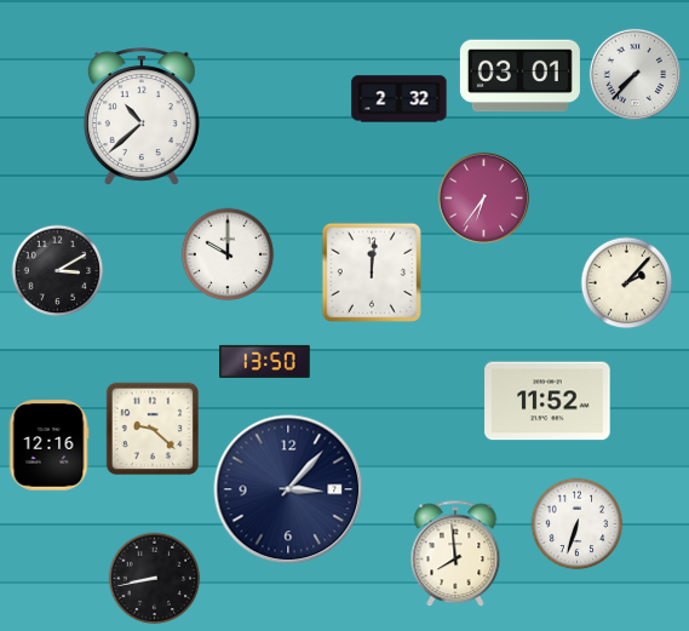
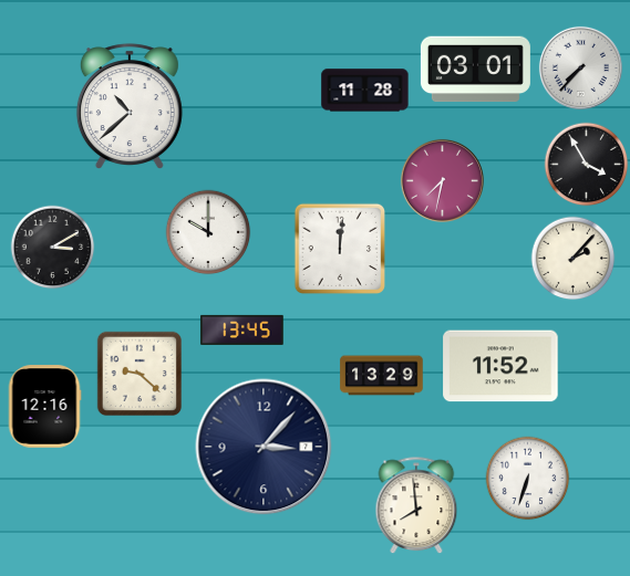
clock at (400, 99): 2:32 -> 11:28
clock at (587, 165): none -> 3:55
clock at (483, 197): 6:36 -> 7:32
clock at (265, 361): 13:50 -> 13:45
clock at (382, 376): none -> 13:29
clock at (153, 429) position: (153, 429) -> (140, 374)
clock at (155, 579): 8:43 -> none
